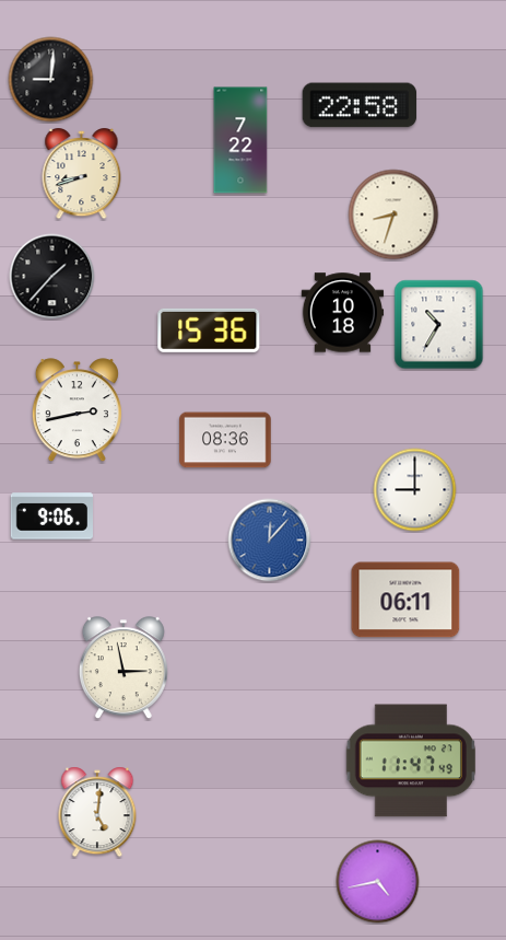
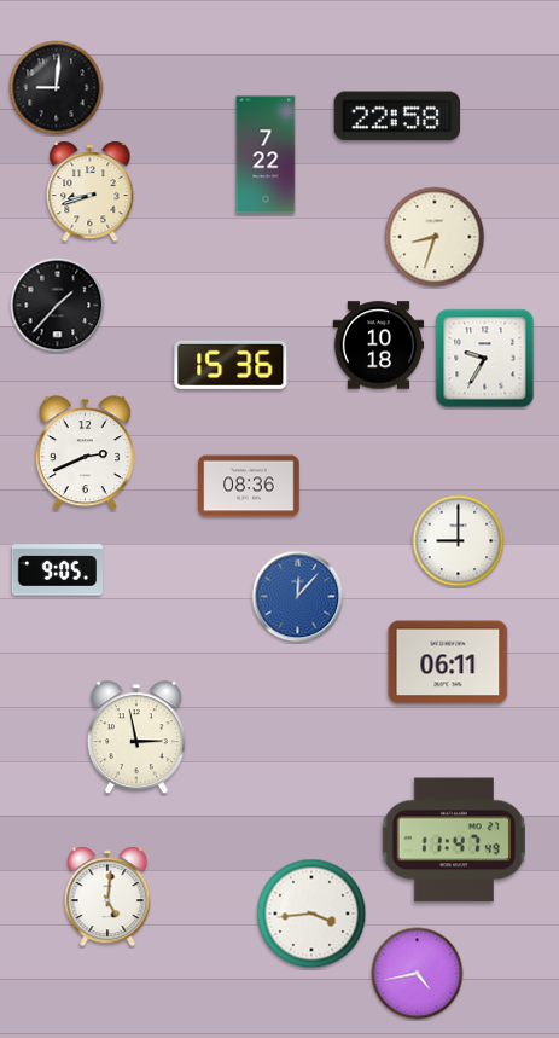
clock at (439, 325): 10:35 -> 9:35
clock at (77, 410): 2:43 -> 2:41
clock at (51, 517): 9:06 -> 9:05
clock at (311, 914): none -> 3:44
